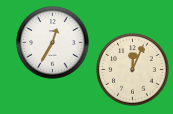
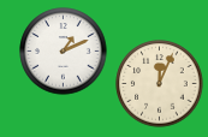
clock at (53, 43): 12:35 -> 1:11
